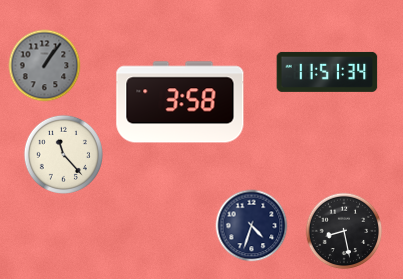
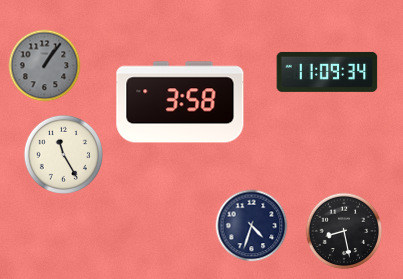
clock at (327, 72): 11:51 -> 11:09
clock at (63, 154): 11:23 -> 11:25
